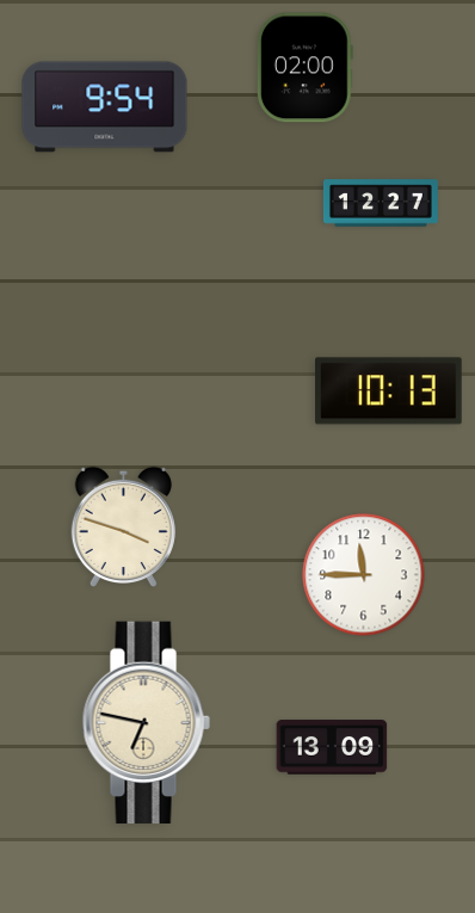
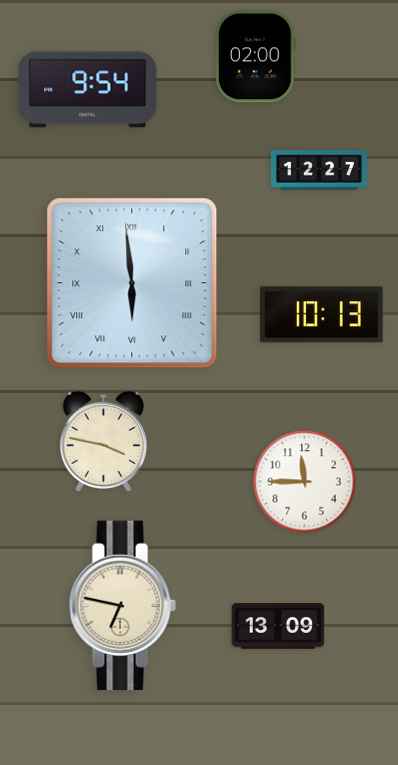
clock at (132, 283): none -> 5:59
clock at (389, 391) position: (389, 391) -> (322, 315)
clock at (123, 526): 3:48 -> 3:47
